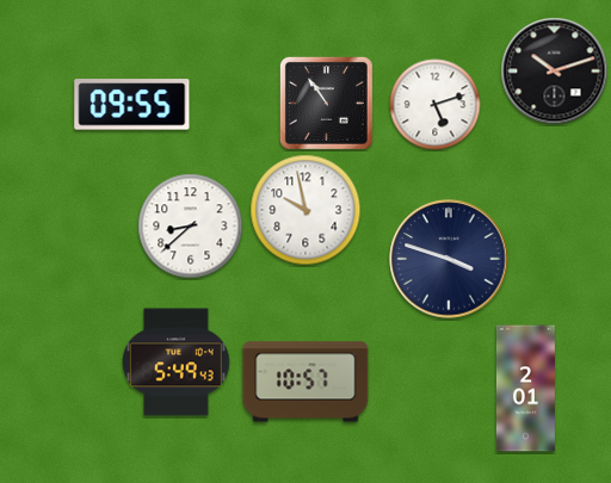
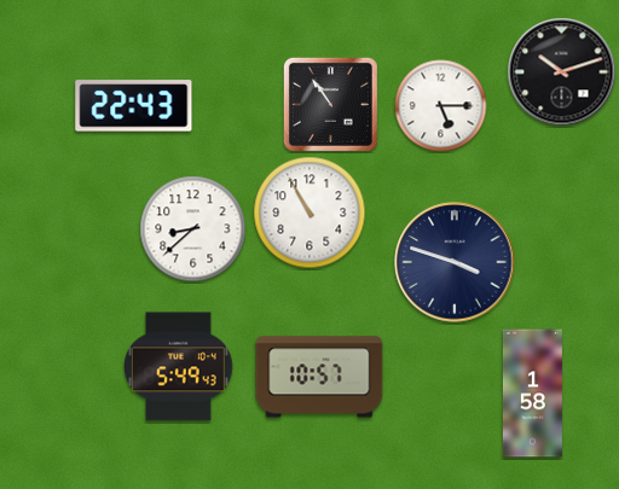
clock at (132, 105): 09:55 -> 22:43
clock at (436, 105): 5:12 -> 5:15
clock at (305, 210): 9:58 -> 10:55
clock at (305, 382) position: (305, 382) -> (319, 377)
clock at (525, 389): 2:01 -> 1:58
